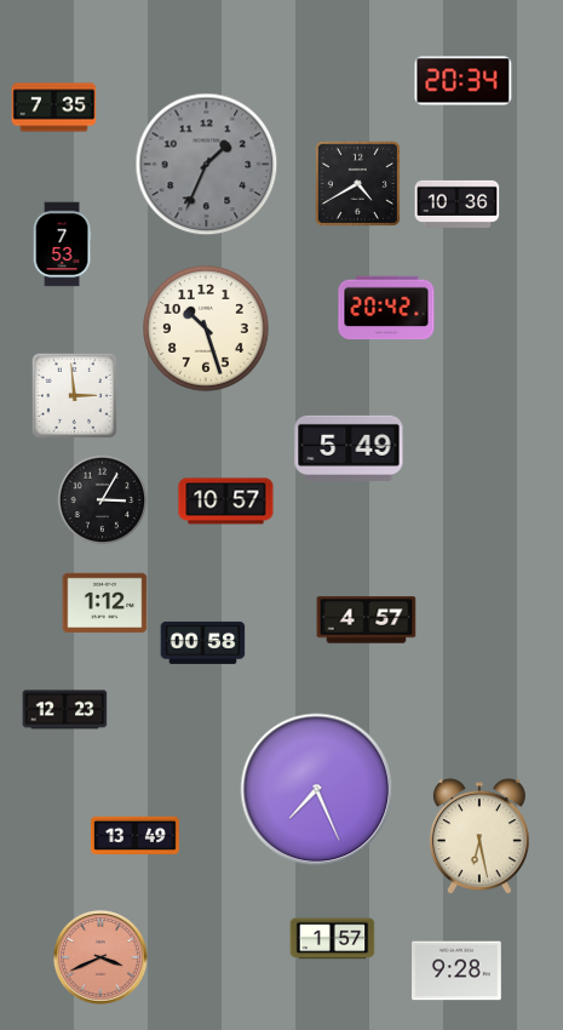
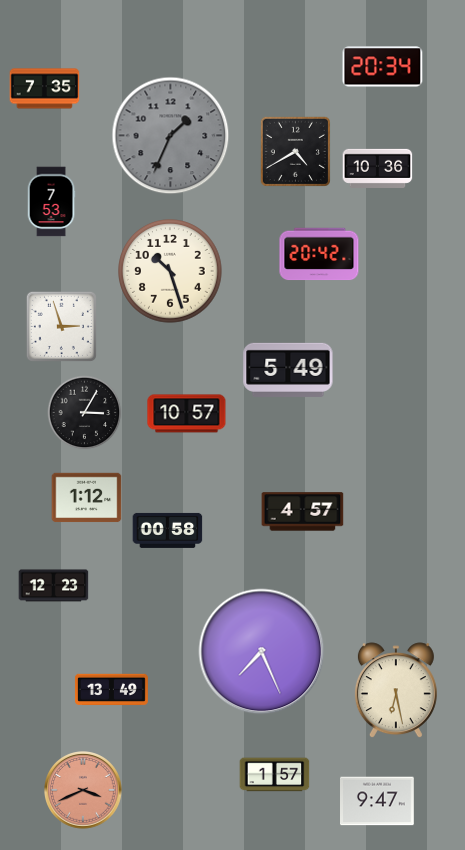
clock at (74, 395): 2:59 -> 2:57
clock at (456, 971): 9:28 -> 9:47
